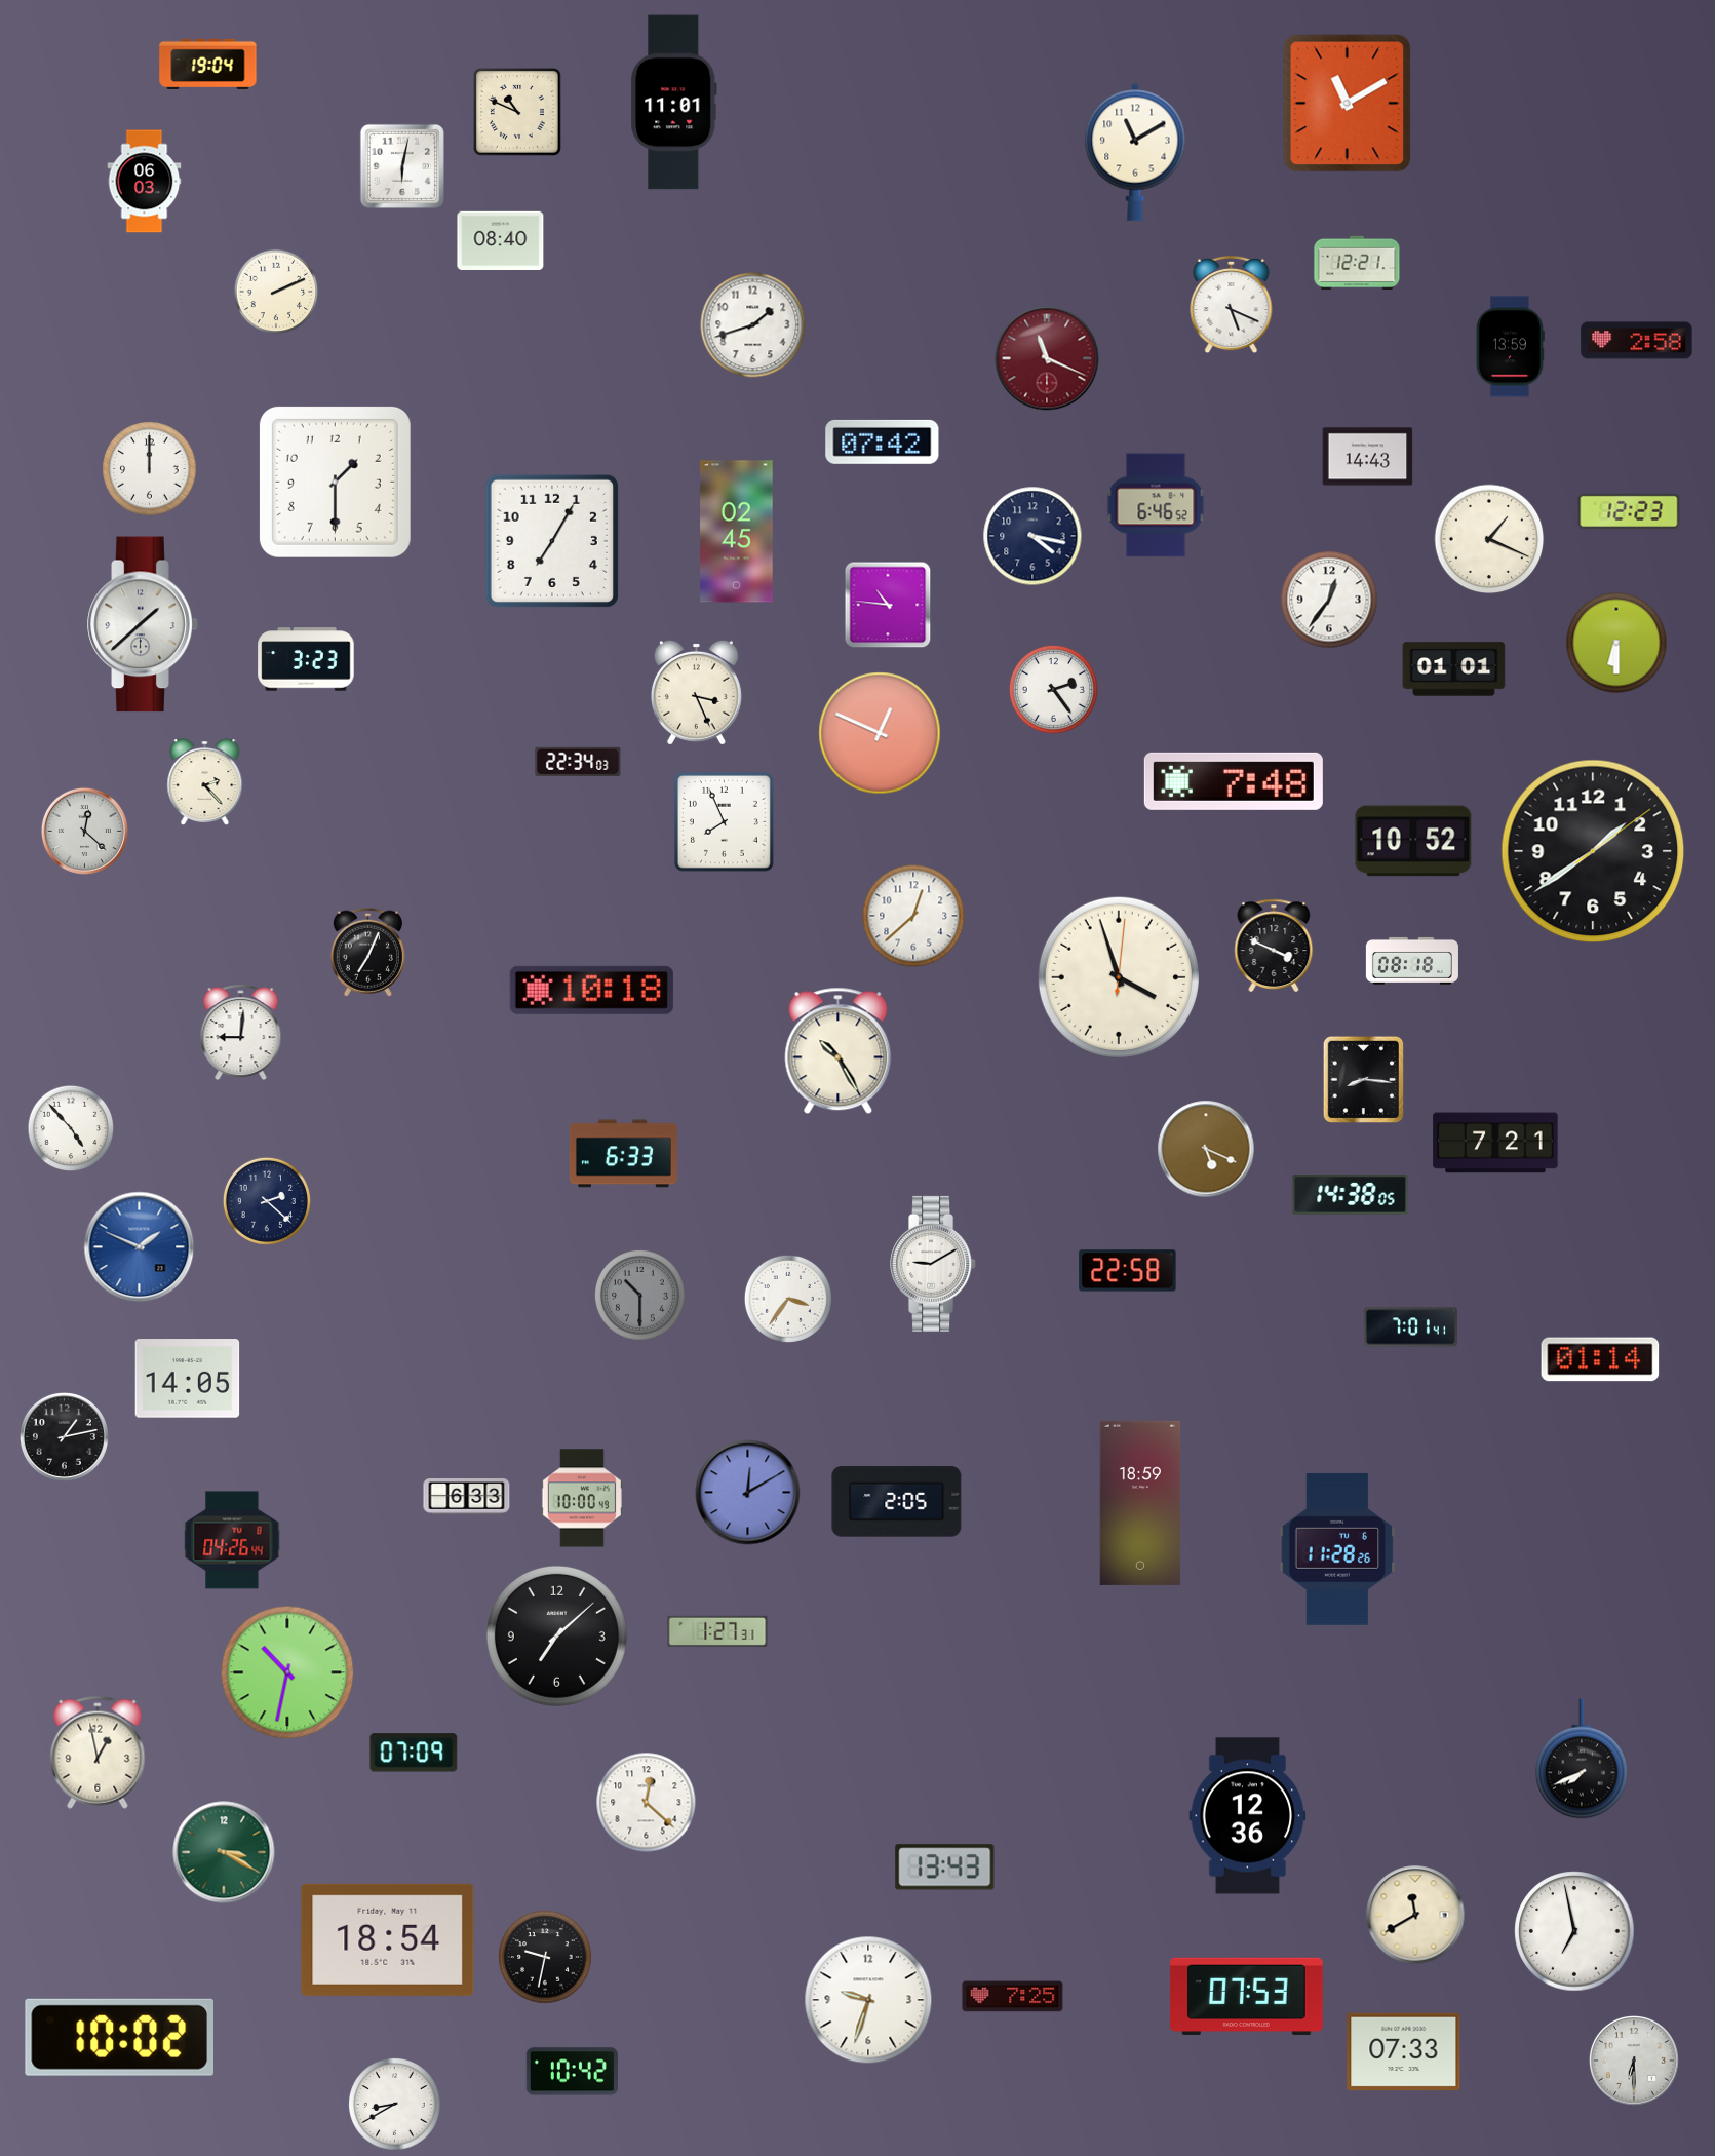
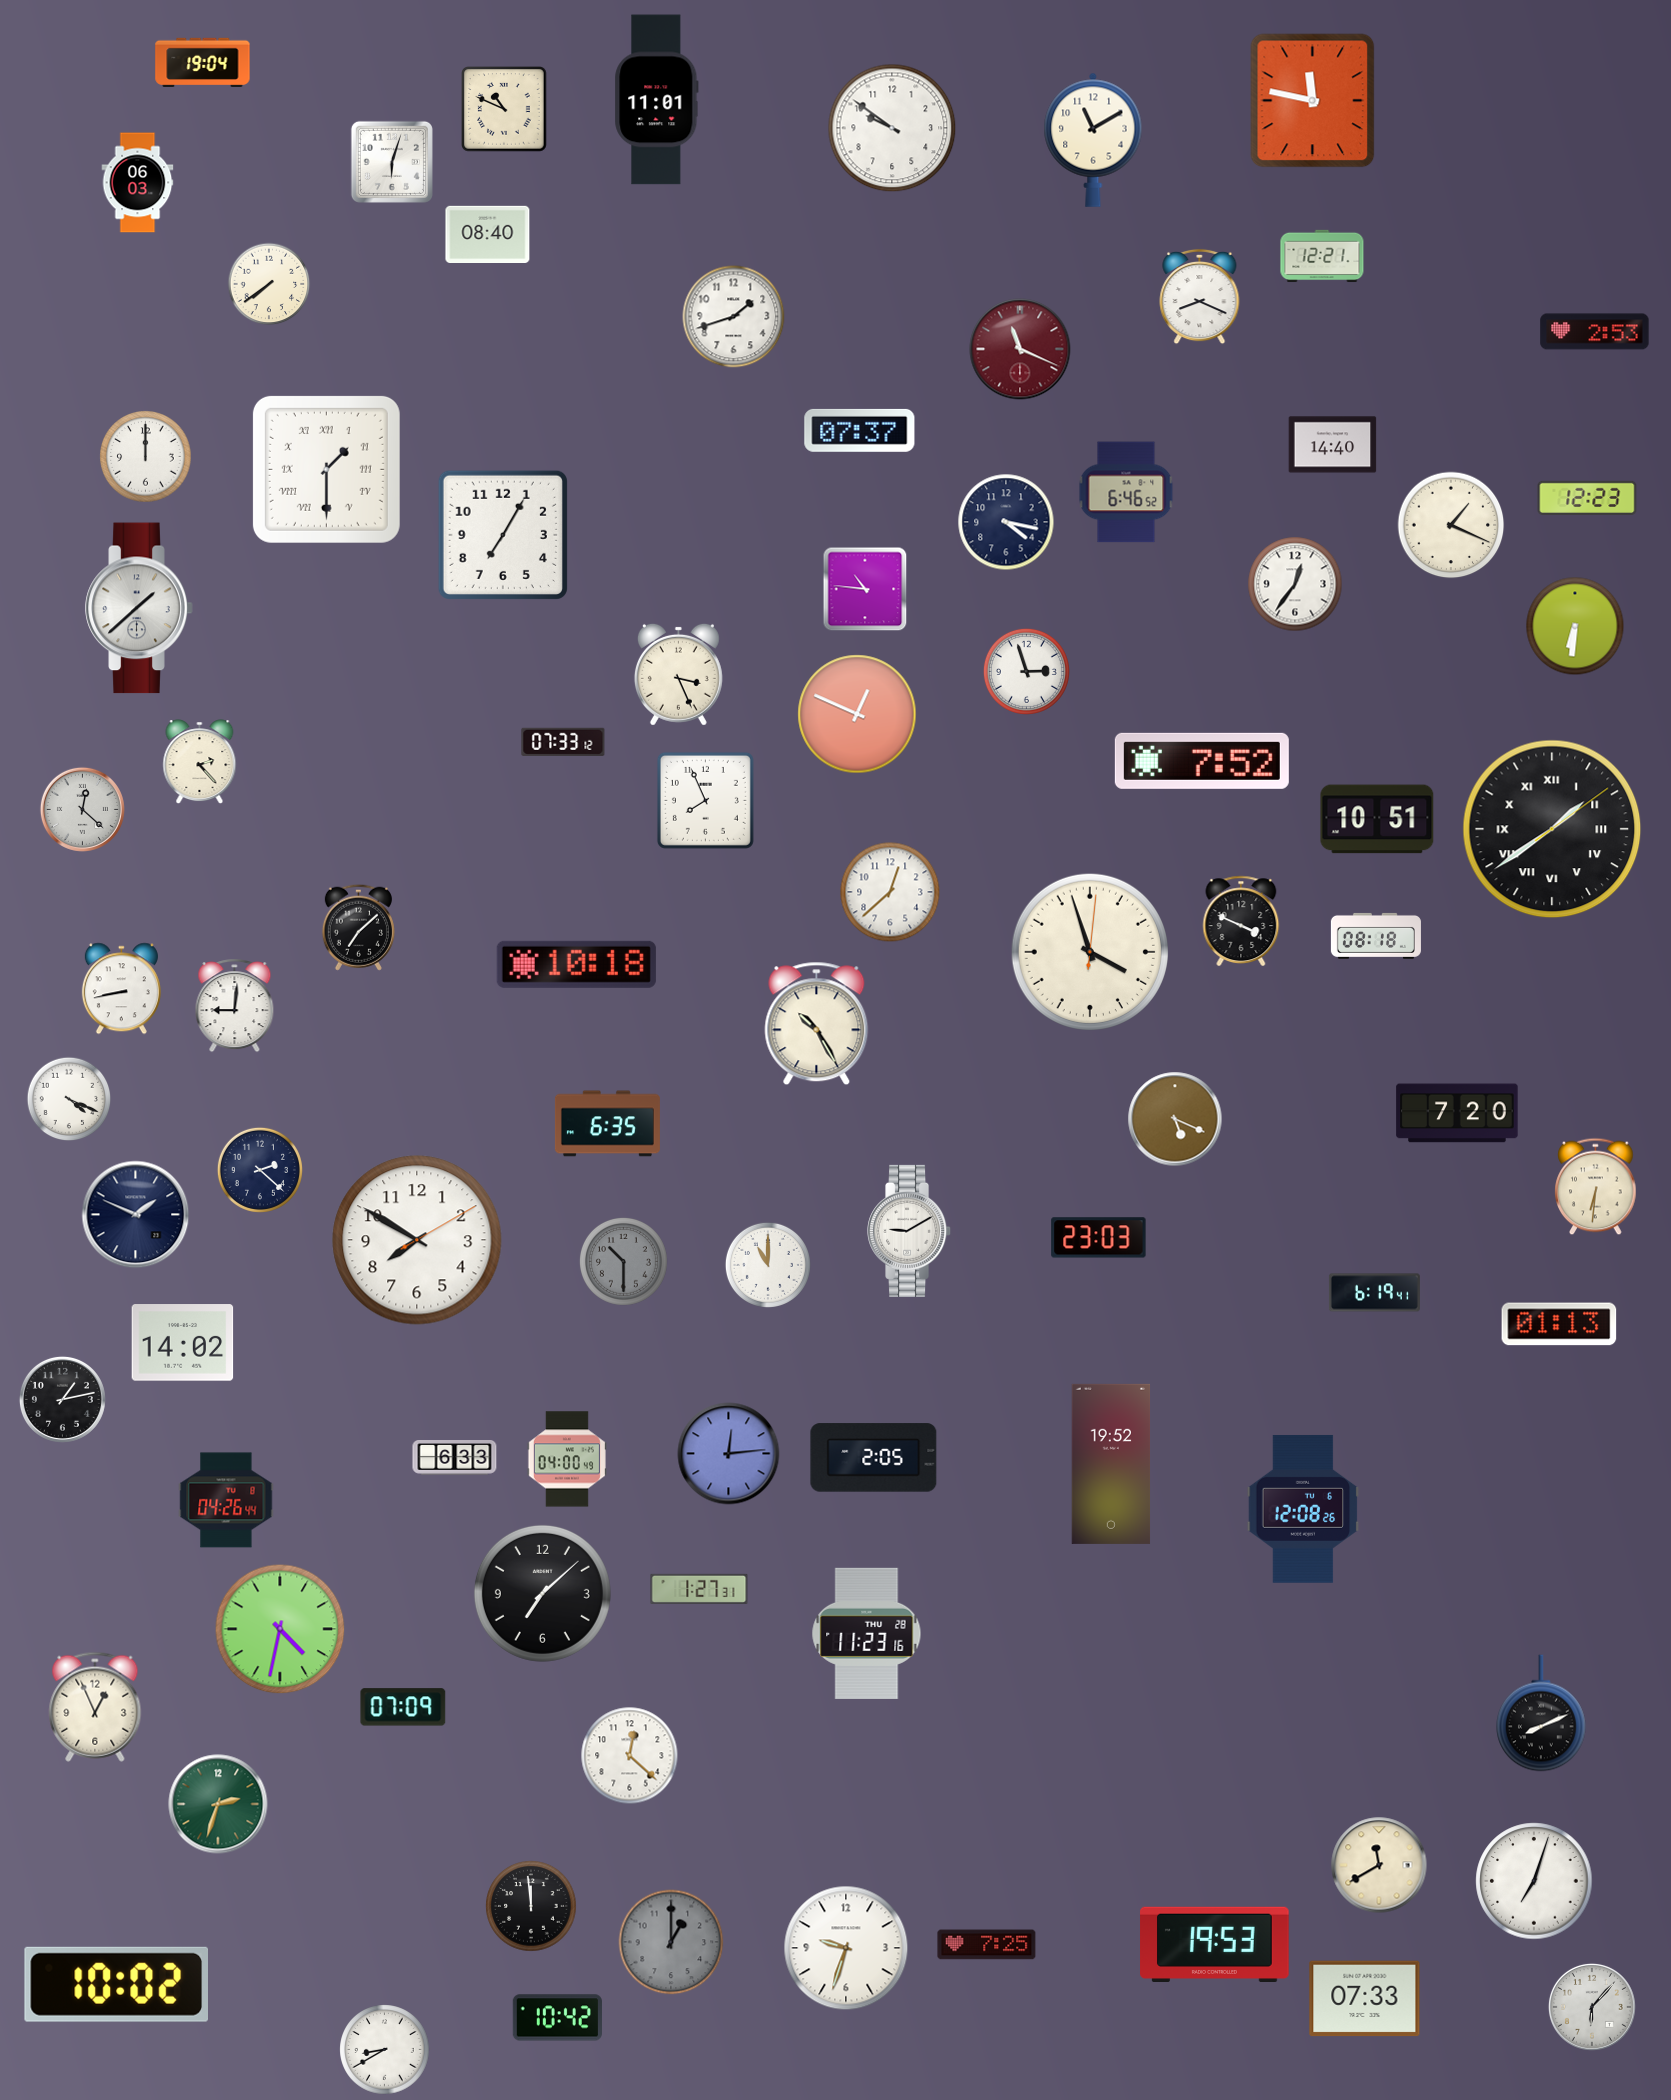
clock at (1348, 104): 11:10 -> 11:47
clock at (892, 128): none -> 9:51
clock at (1135, 152) position: (1135, 152) -> (1093, 140)
clock at (402, 166): 6:02 -> 6:03
clock at (145, 182) position: (145, 182) -> (138, 183)
clock at (276, 292): 2:11 -> 7:39
clock at (1232, 305): 5:19 -> 8:19
clock at (1637, 341): 2:58 -> 2:53
clock at (1510, 347): 13:59 -> none
clock at (883, 441): 07:42 -> 07:37
clock at (1368, 457): 14:43 -> 14:40
clock at (335, 482) numerals: Arabic -> Roman
clock at (737, 532): 02:45 -> none
clock at (552, 541) position: (552, 541) -> (503, 535)
clock at (1616, 643): 6:30 -> 6:31
clock at (306, 659): 3:23 -> none
clock at (1454, 669): 01:01 -> none
clock at (1053, 689): 2:24 -> 2:57
clock at (578, 762): 22:34 -> 07:33
clock at (1234, 781): 7:48 -> 7:52
clock at (1413, 841): 10:52 -> 10:51
clock at (1593, 851) numerals: Arabic -> Roman
clock at (367, 952): 7:04 -> 7:08
clock at (121, 989): none -> 8:43
clock at (1364, 1080): 8:16 -> none
clock at (71, 1128): 4:53 -> 4:19
clock at (1495, 1143): 7:21 -> 7:20
clock at (623, 1154): 6:33 -> 6:35
clock at (1351, 1195): 14:38 -> none
clock at (1596, 1187): none -> 6:31
clock at (140, 1247) dial: blue -> navy
clock at (1128, 1271): 22:58 -> 23:03
clock at (417, 1240): none -> 7:50
clock at (788, 1299): 3:36 -> 11:00
clock at (1410, 1327): 7:01 -> 6:19
clock at (1600, 1359): 01:14 -> 01:13
clock at (188, 1379): 14:05 -> 14:02
clock at (748, 1493): 12:10 -> 12:14
clock at (582, 1498): 10:00 -> 04:00
clock at (897, 1502) position: (897, 1502) -> (874, 1458)
clock at (1140, 1503): 18:59 -> 19:52
clock at (1337, 1549): 11:28 -> 12:08
clock at (287, 1672): 10:32 -> 4:32
clock at (867, 1633): none -> 11:23
clock at (98, 1753): 12:58 -> 12:56
clock at (1582, 1759): 7:41 -> 8:11
clock at (1248, 1816): 12:36 -> none
clock at (224, 1852): 3:20 -> 2:33
clock at (945, 1868): 13:43 -> none
clock at (1574, 1931): 6:58 -> 7:03
clock at (388, 1939): 18:54 -> none
clock at (545, 1957): 9:32 -> 11:59
clock at (671, 1942): none -> 1:00
clock at (1247, 1996): 07:53 -> 19:53
clock at (1404, 2052) position: (1404, 2052) -> (1365, 1999)
clock at (1634, 2061): 6:30 -> 6:07
